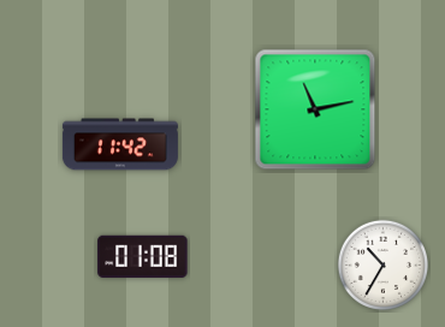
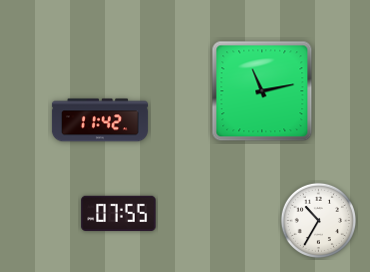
clock at (143, 256): 01:08 -> 07:55
